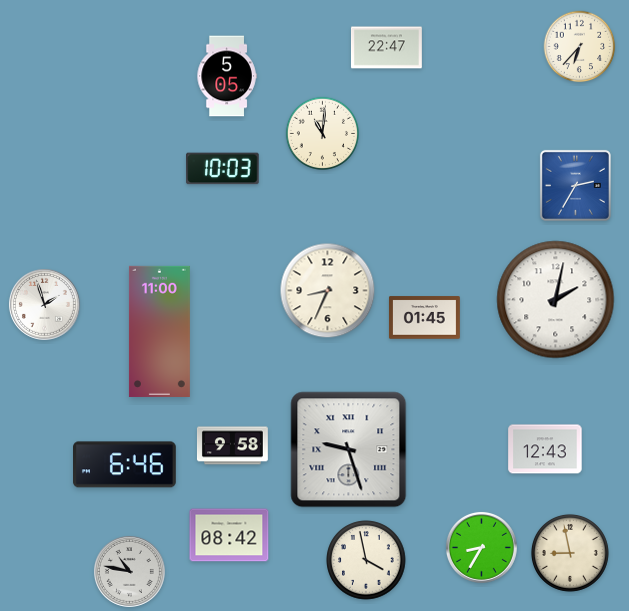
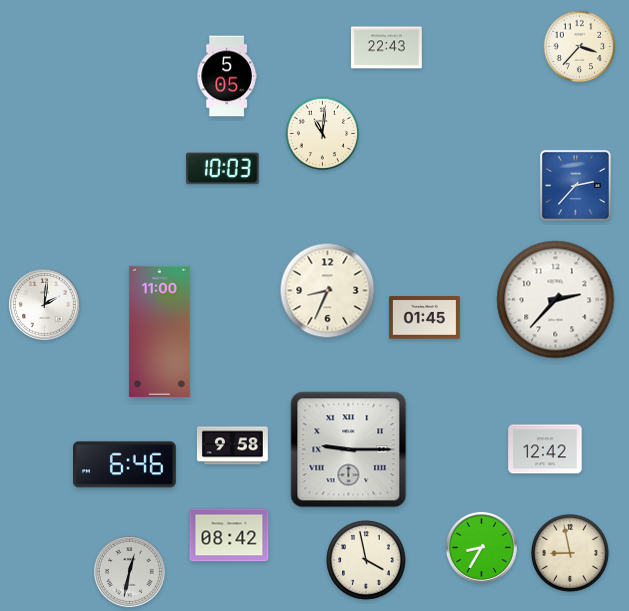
clock at (580, 47): 6:37 -> 3:37
clock at (386, 48): 22:47 -> 22:43
clock at (575, 185): 2:35 -> 2:37
clock at (556, 300): 2:02 -> 2:37
clock at (44, 304): 1:57 -> 2:01
clock at (545, 449): 12:43 -> 12:42
clock at (349, 450): 9:27 -> 9:15
clock at (129, 571): 10:47 -> 12:32
